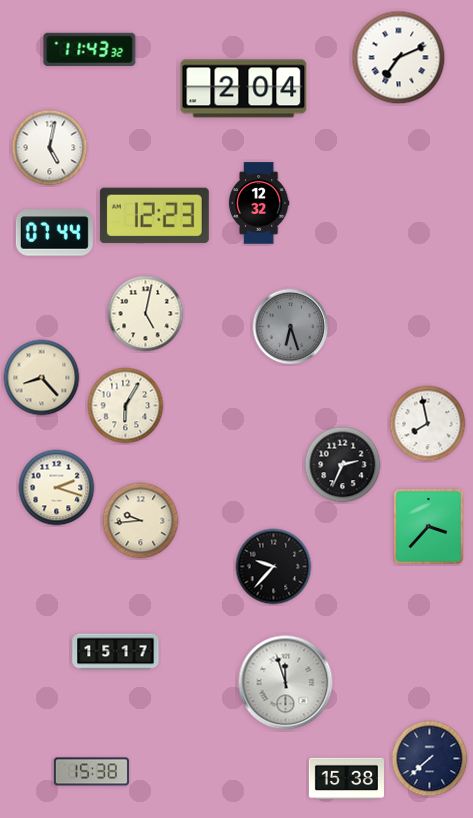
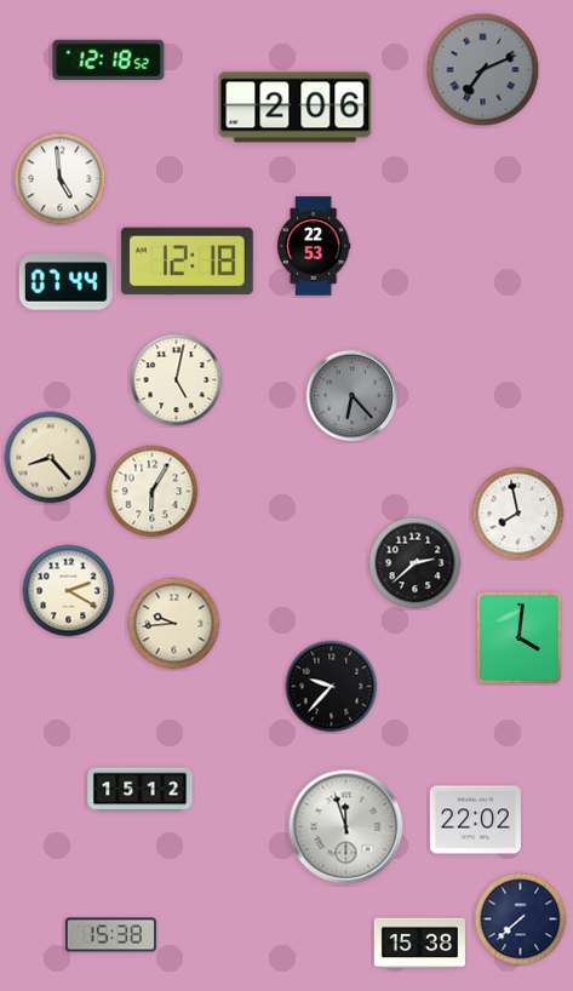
clock at (90, 49): 11:43 -> 12:18
clock at (399, 58) dial: white -> grey
clock at (244, 89): 2:04 -> 2:06
clock at (50, 148): 5:02 -> 4:59
clock at (259, 203): 12:32 -> 22:53
clock at (154, 216): 12:23 -> 12:18
clock at (291, 327): 6:27 -> 6:23
clock at (343, 465): 2:34 -> 2:38
clock at (57, 488): 2:18 -> 2:20
clock at (141, 521) position: (141, 521) -> (174, 624)
clock at (428, 526): 3:37 -> 4:01
clock at (116, 652): 15:17 -> 15:12
clock at (475, 820): none -> 22:02
